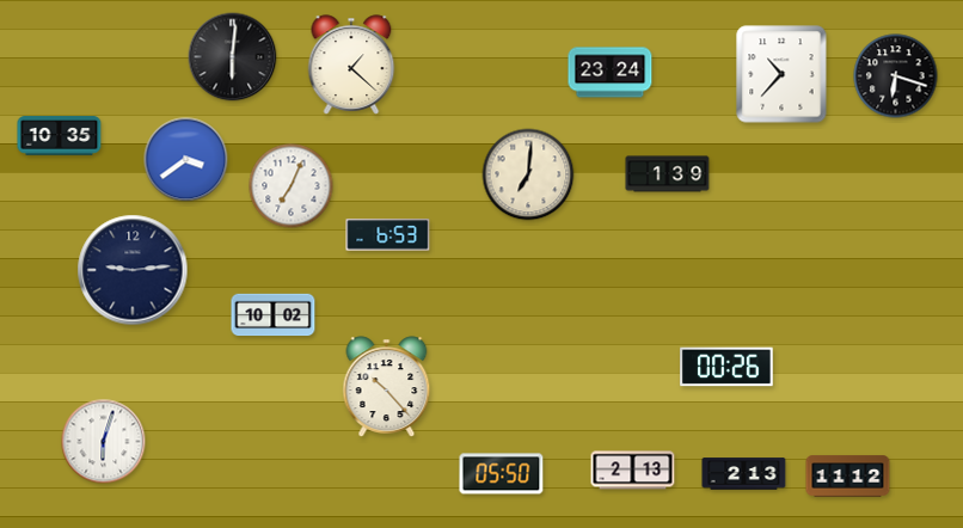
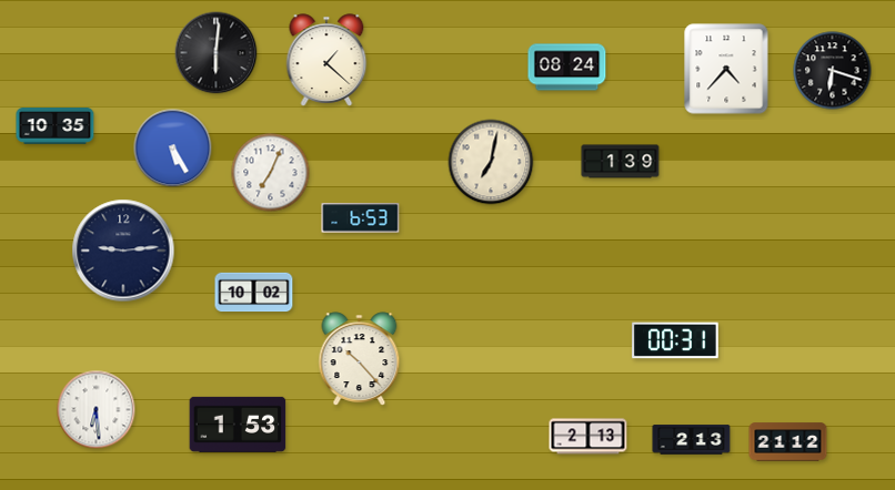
clock at (611, 73): 23:24 -> 08:24
clock at (781, 74): 10:37 -> 4:37
clock at (186, 160): 3:39 -> 5:25
clock at (528, 174): 7:01 -> 7:02
clock at (726, 367): 00:26 -> 00:31
clock at (104, 442): 6:03 -> 6:29
clock at (238, 425): none -> 1:53
clock at (502, 474): 05:50 -> none
clock at (848, 477): 11:12 -> 21:12
